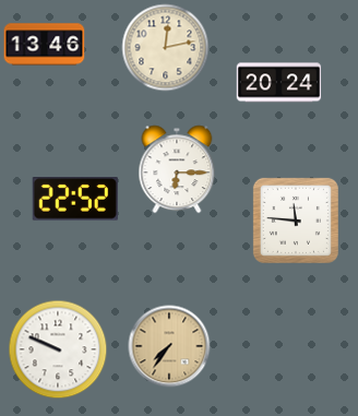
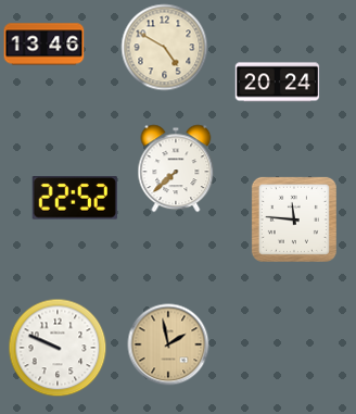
clock at (166, 48): 12:13 -> 4:50
clock at (177, 169): 6:15 -> 7:38
clock at (169, 346): 7:36 -> 1:58
